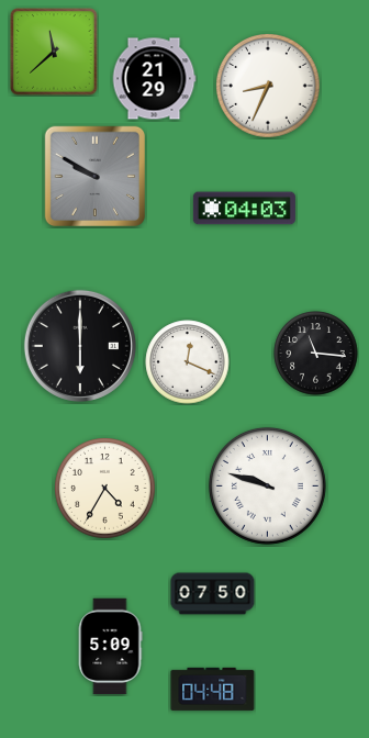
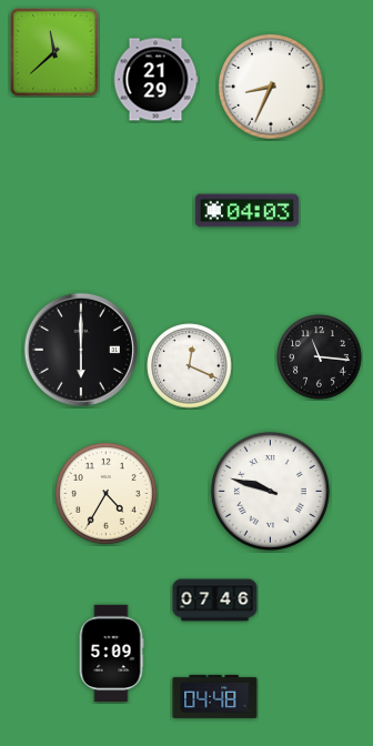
clock at (96, 177): 9:50 -> none
clock at (213, 594): 07:50 -> 07:46
